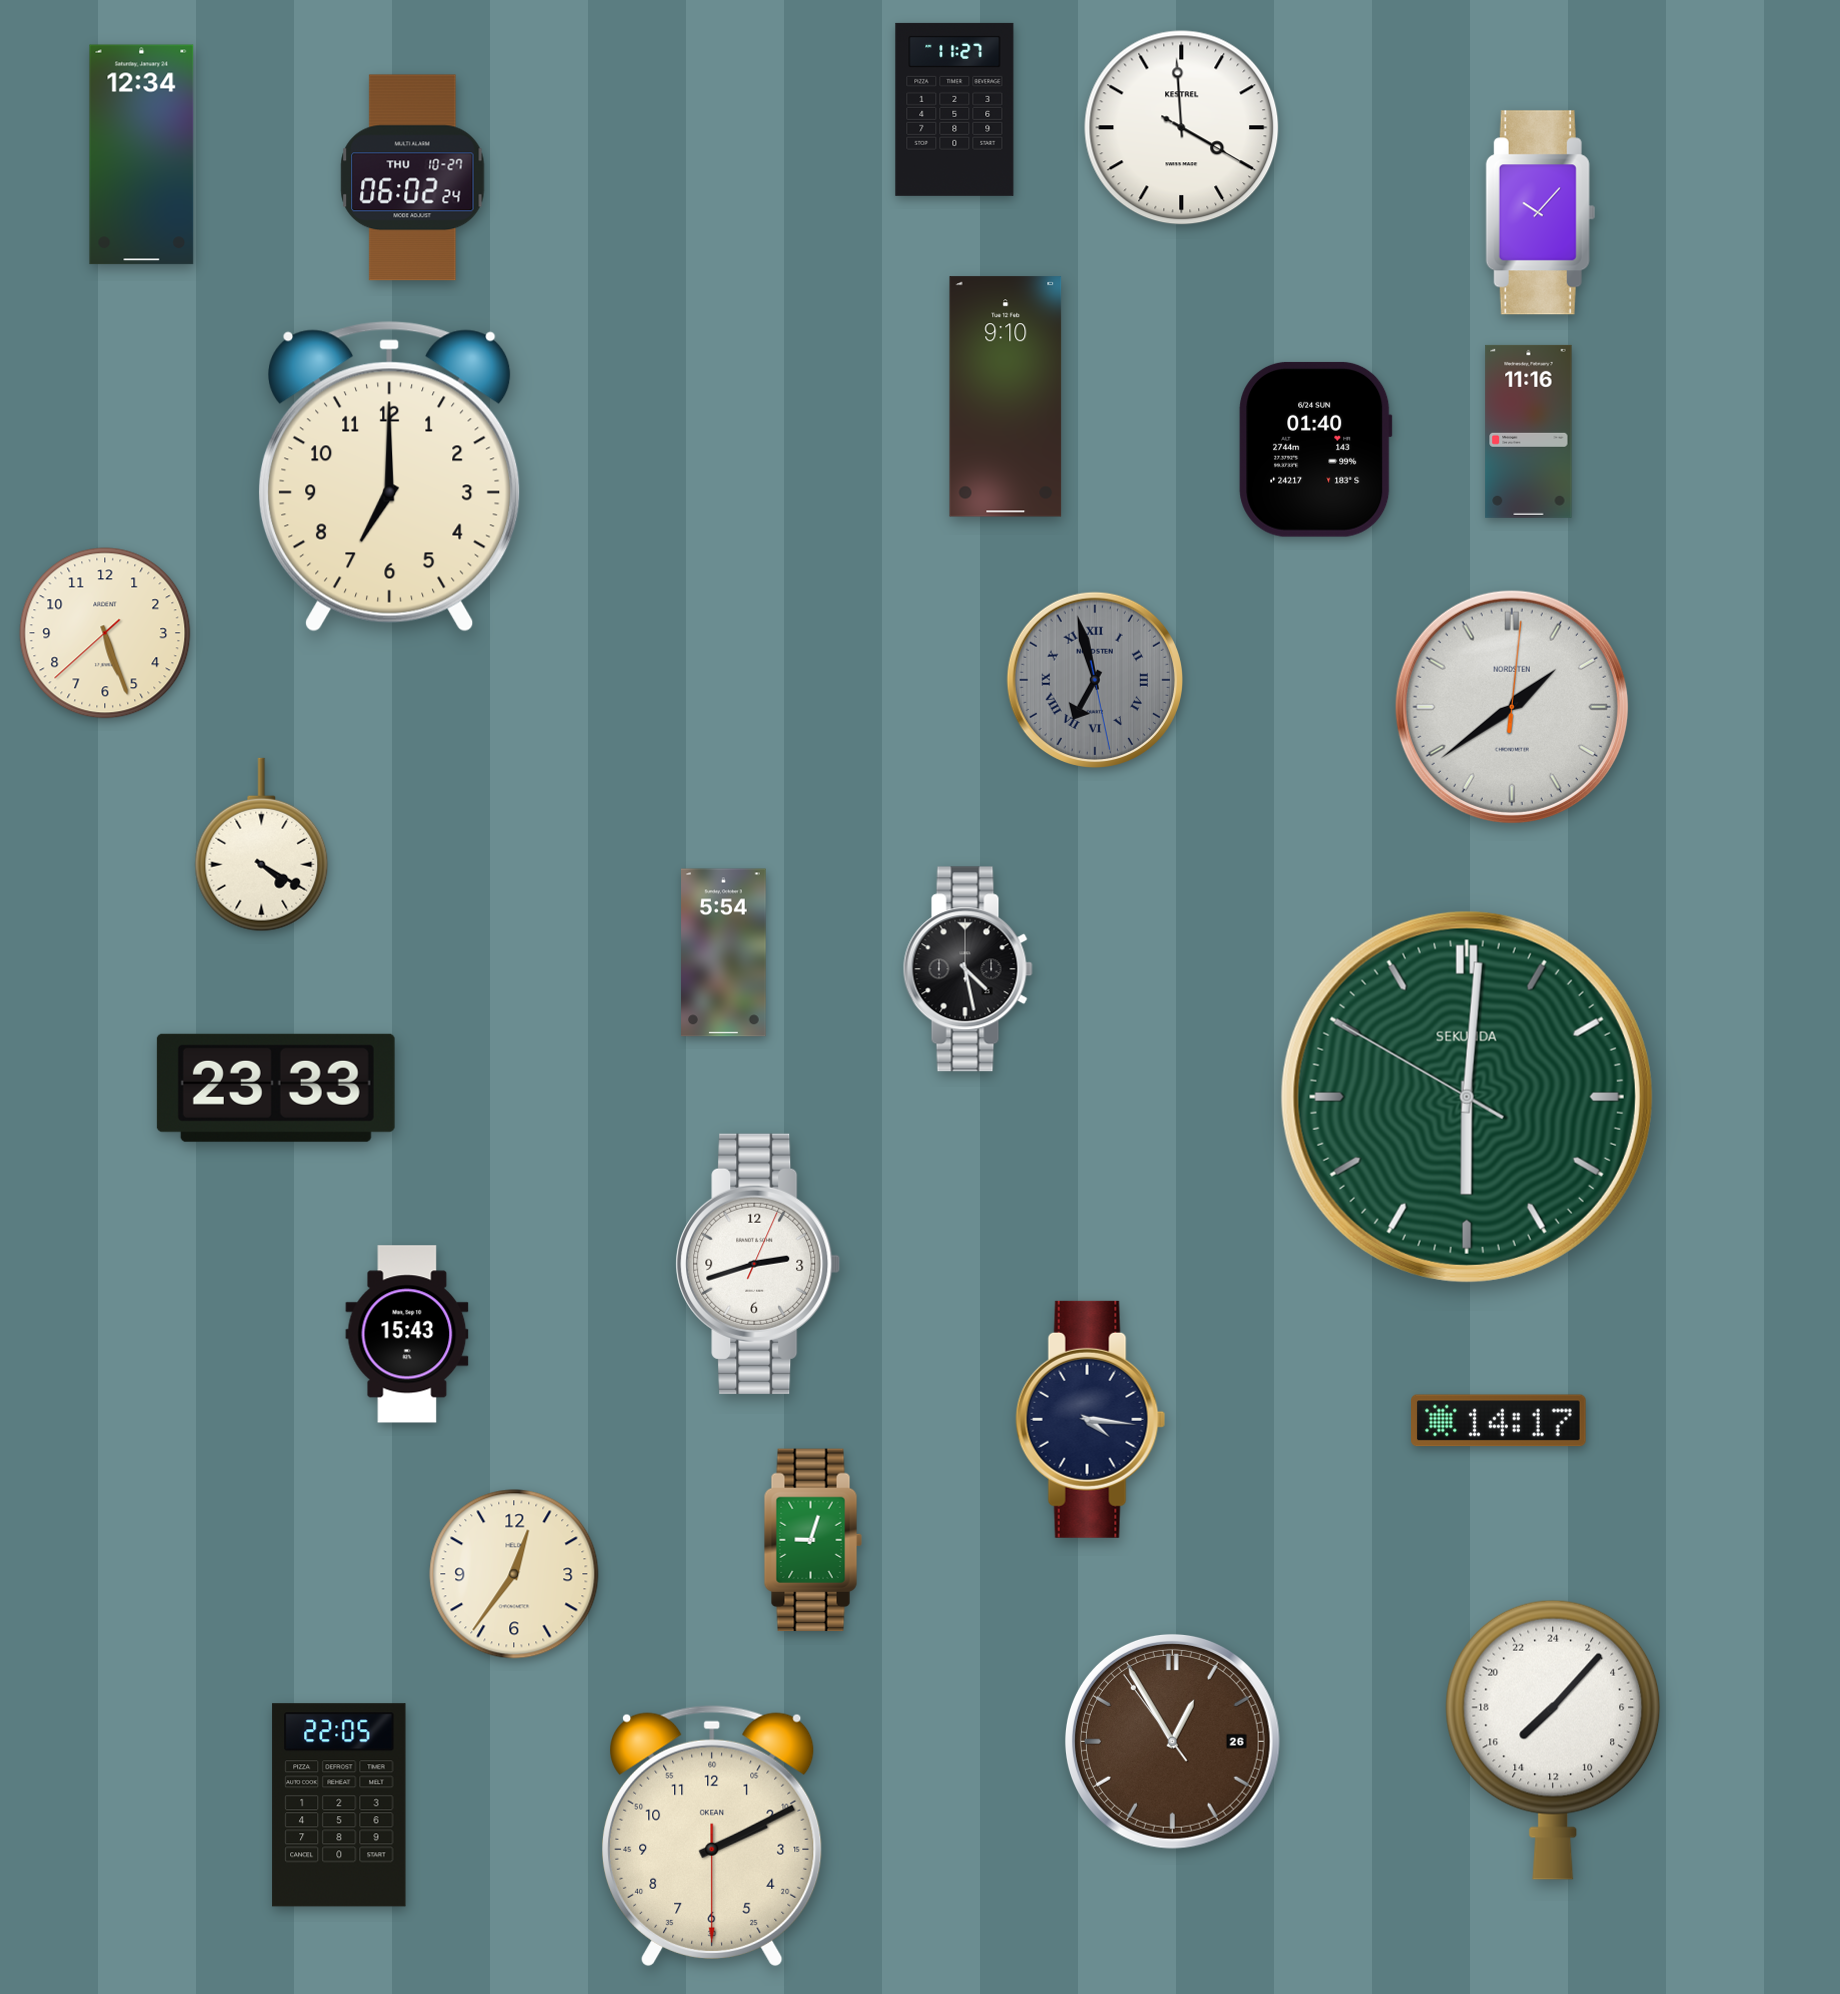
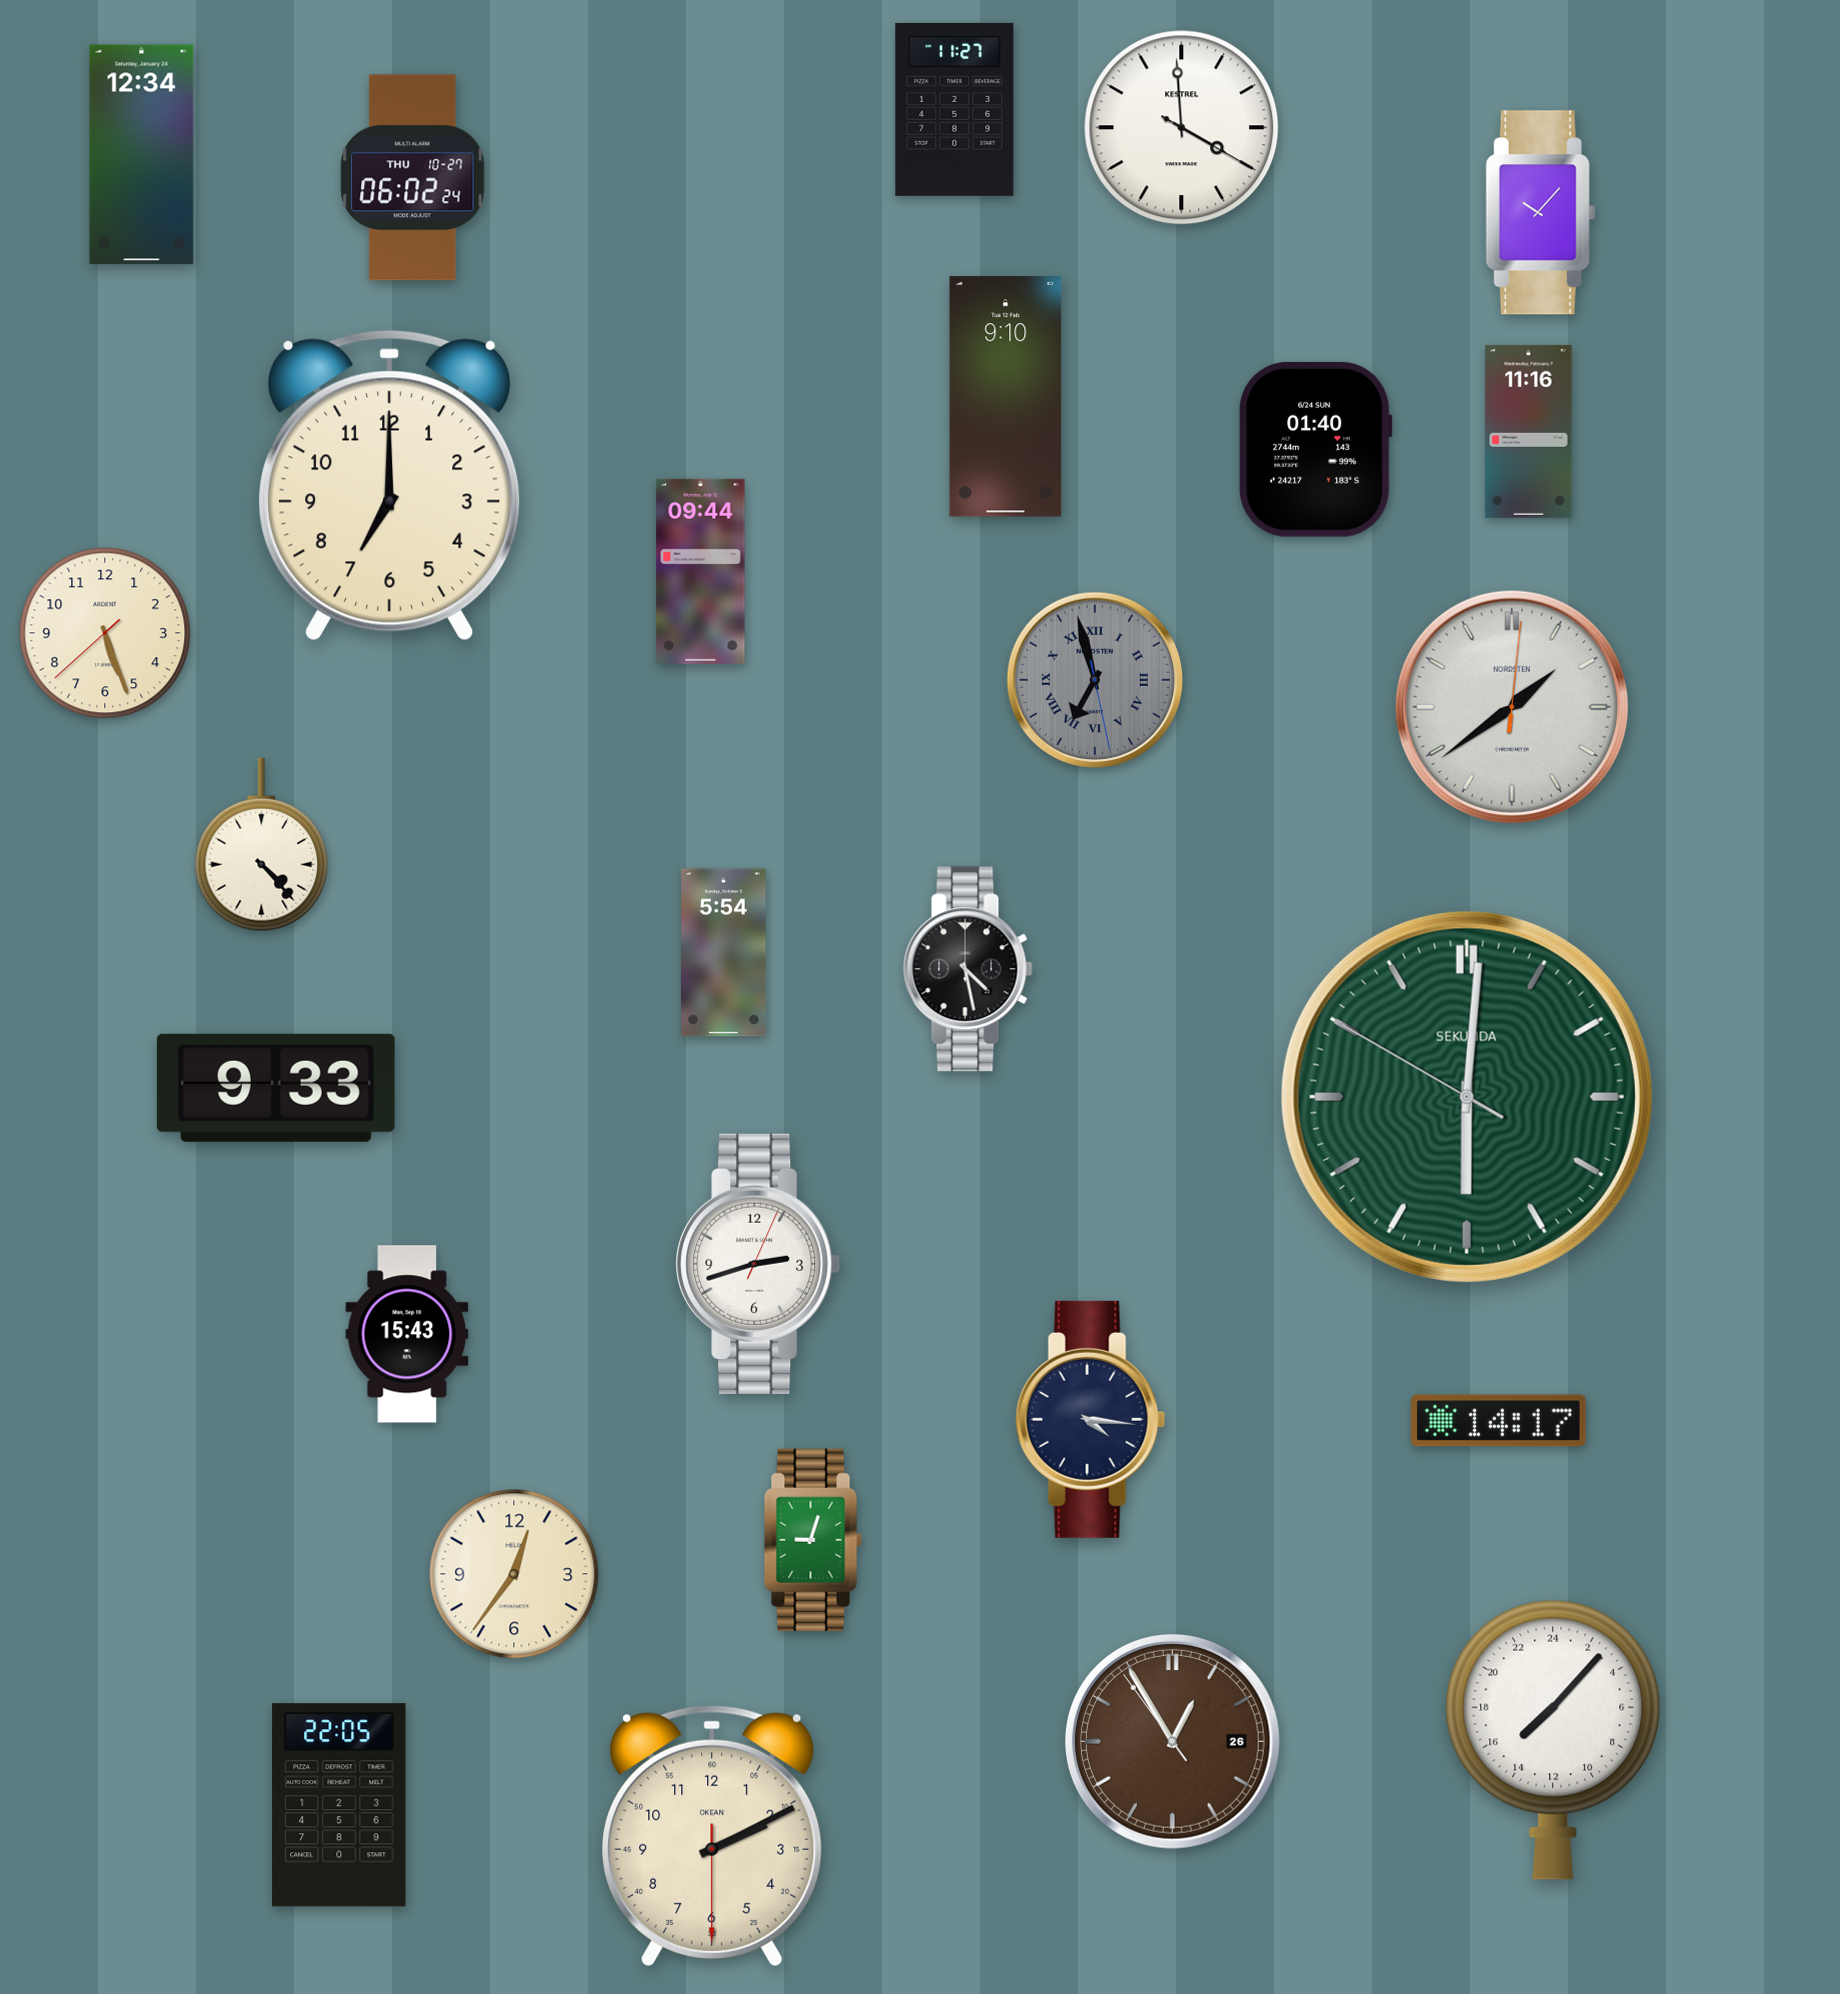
clock at (390, 477) position: (390, 477) -> (390, 486)
clock at (701, 571): none -> 09:44
clock at (262, 845): 4:20 -> 4:23
clock at (276, 1088): 23:33 -> 9:33
